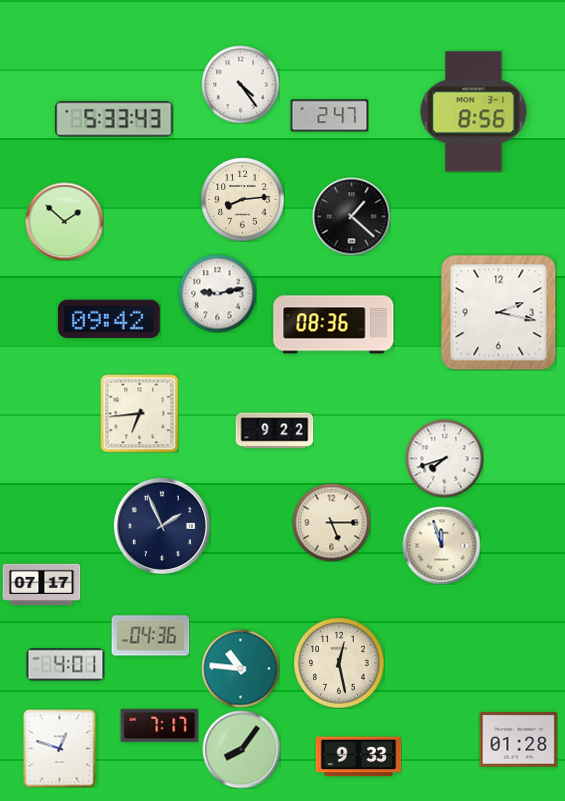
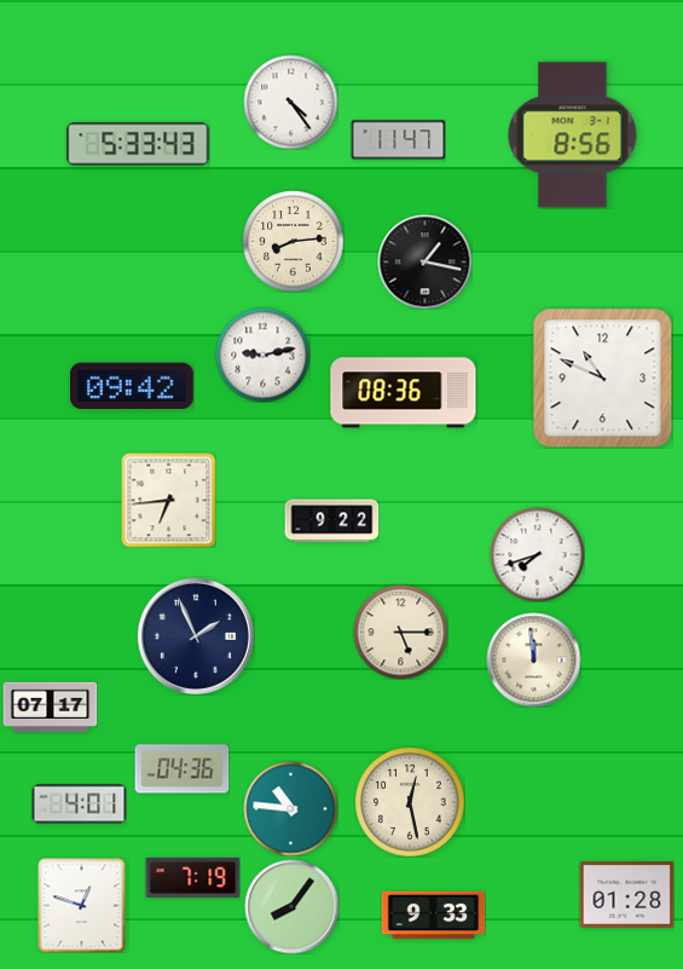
clock at (329, 116): 2:47 -> 11:47
clock at (351, 216): 1:22 -> 1:17
clock at (64, 221): 1:52 -> none
clock at (498, 312): 2:17 -> 10:49
clock at (441, 545): 11:57 -> 11:59
clock at (159, 725): 7:17 -> 7:19
clock at (60, 748) position: (60, 748) -> (82, 905)
